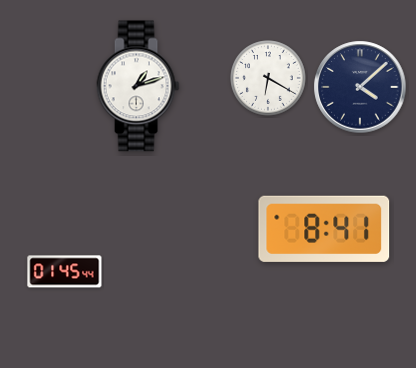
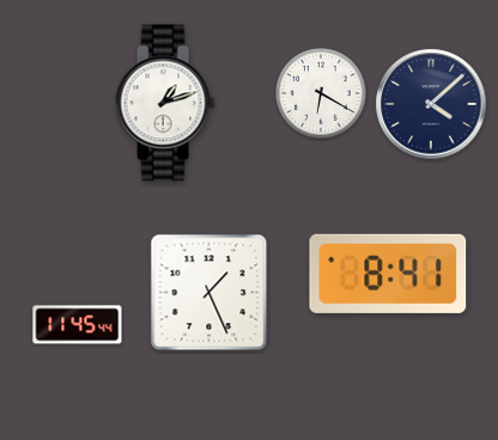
clock at (209, 293): none -> 1:26
clock at (65, 272): 01:45 -> 11:45
